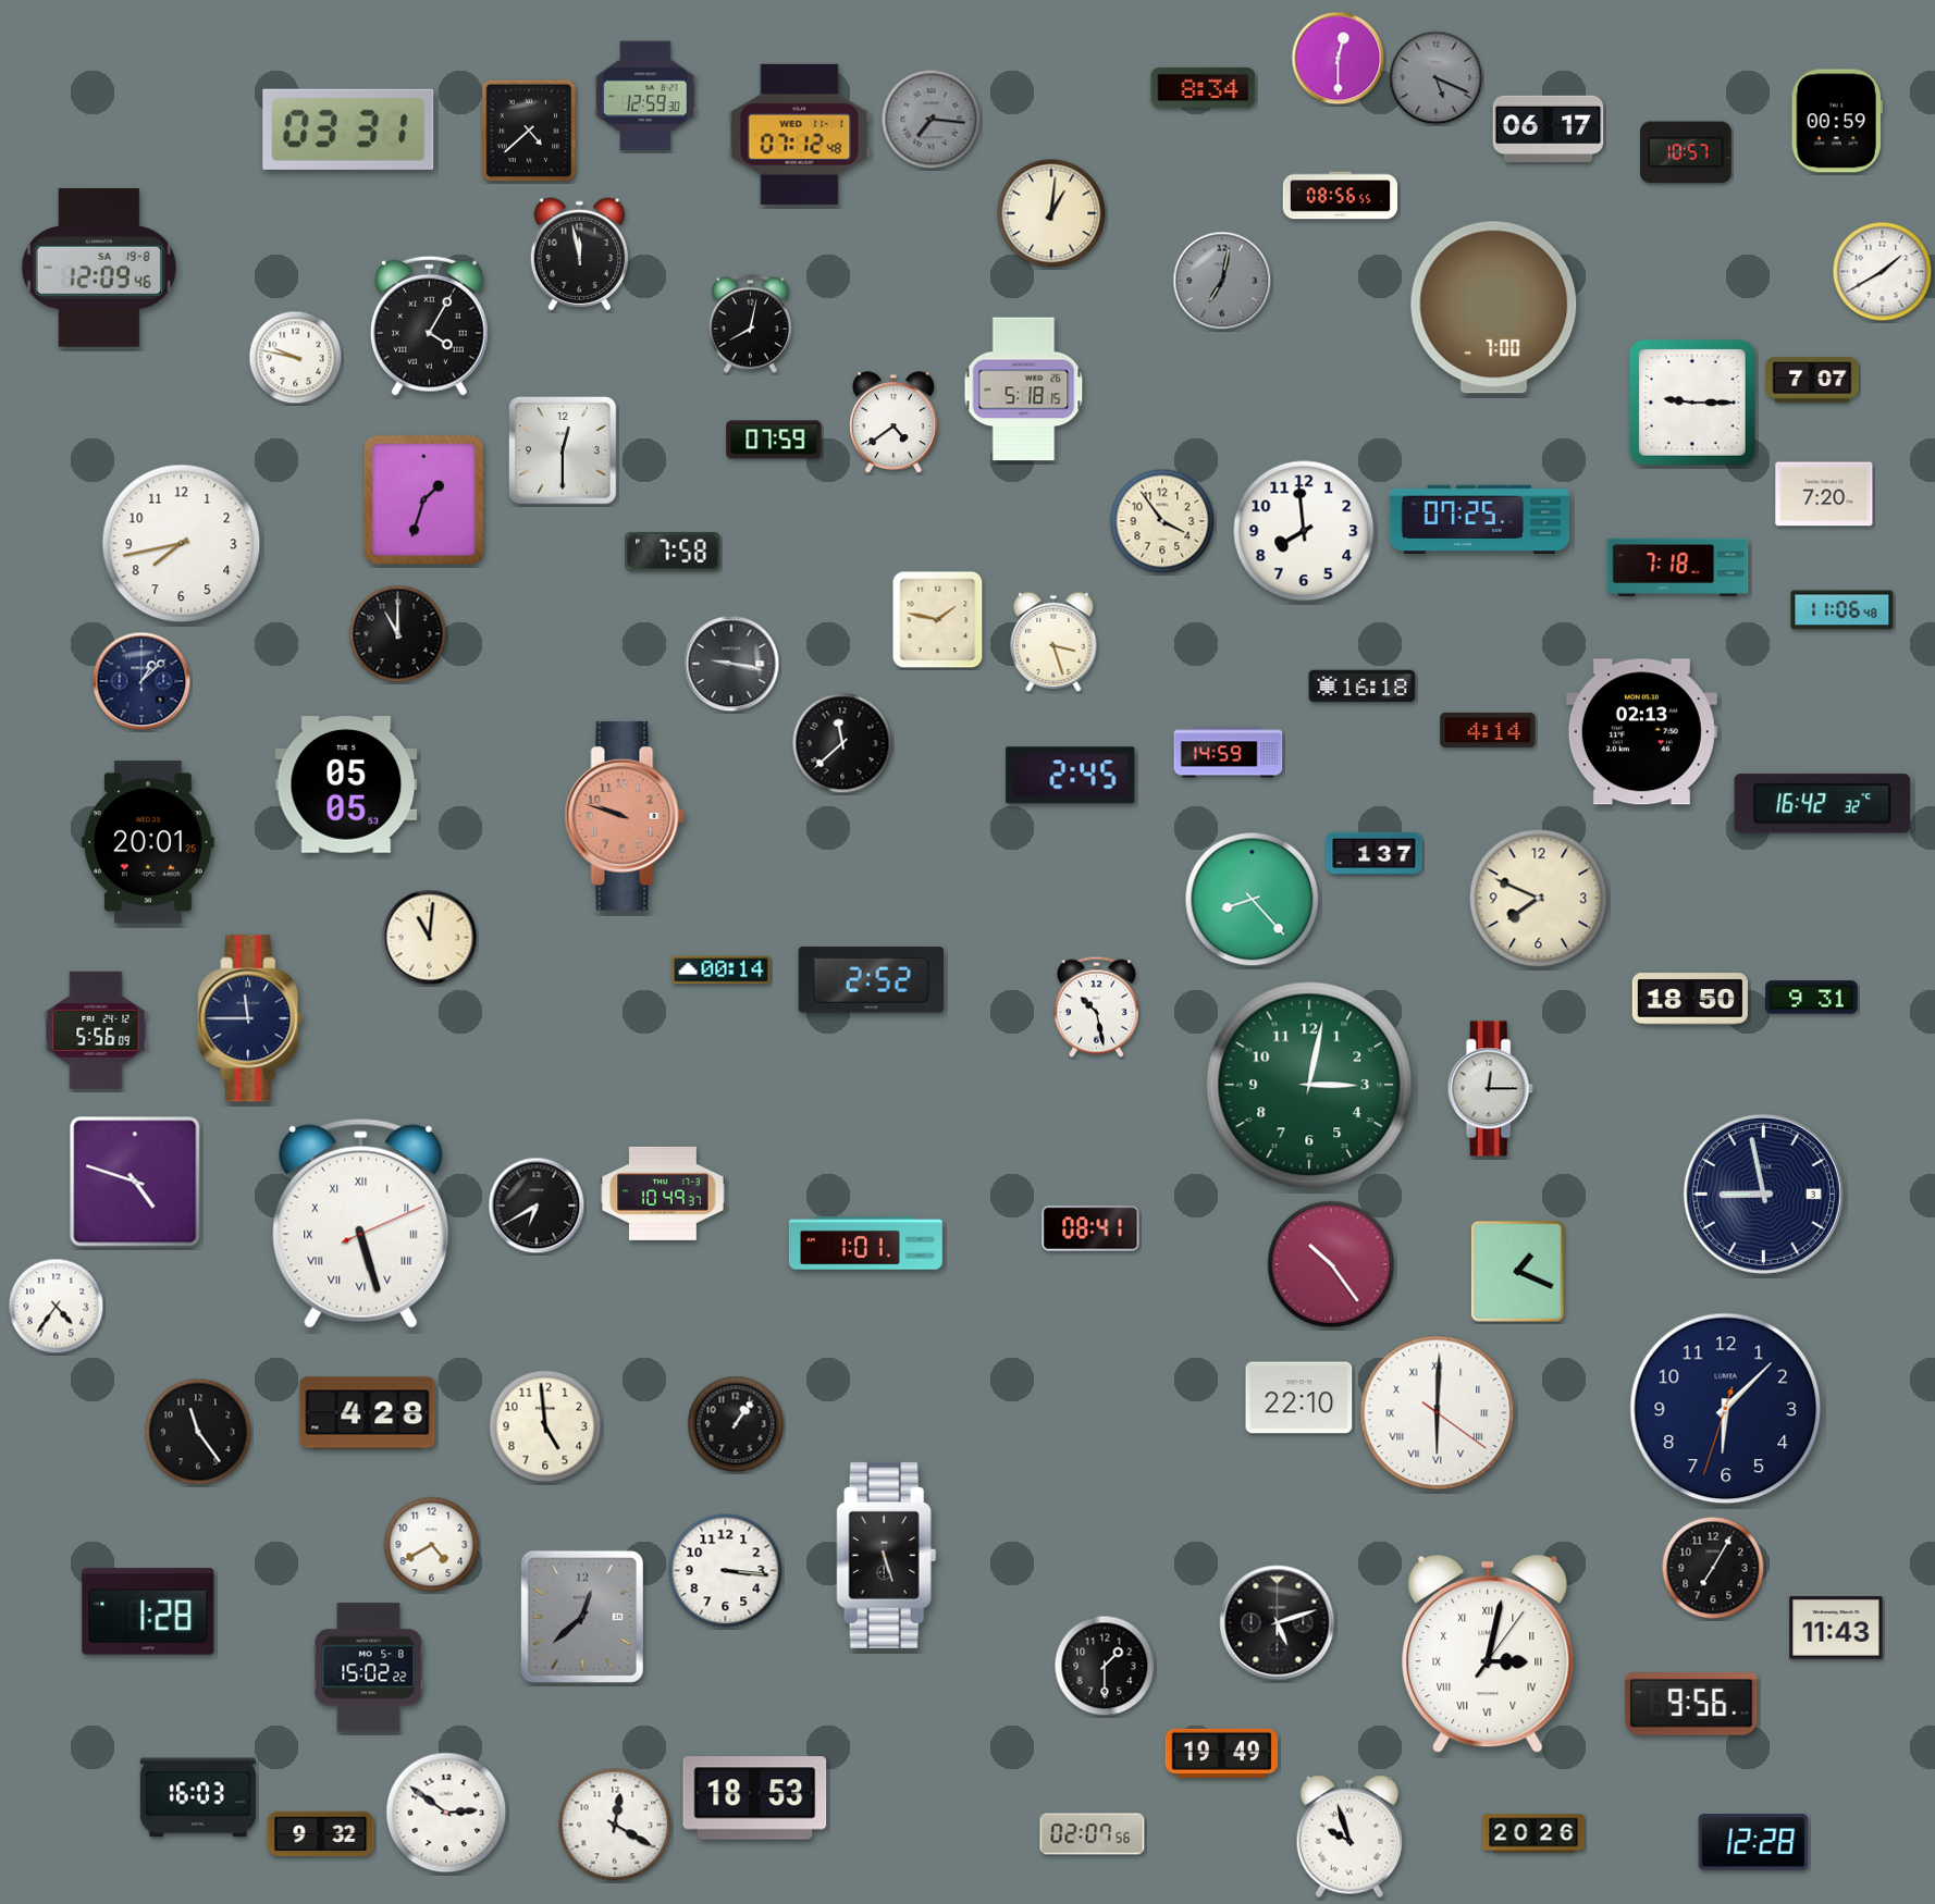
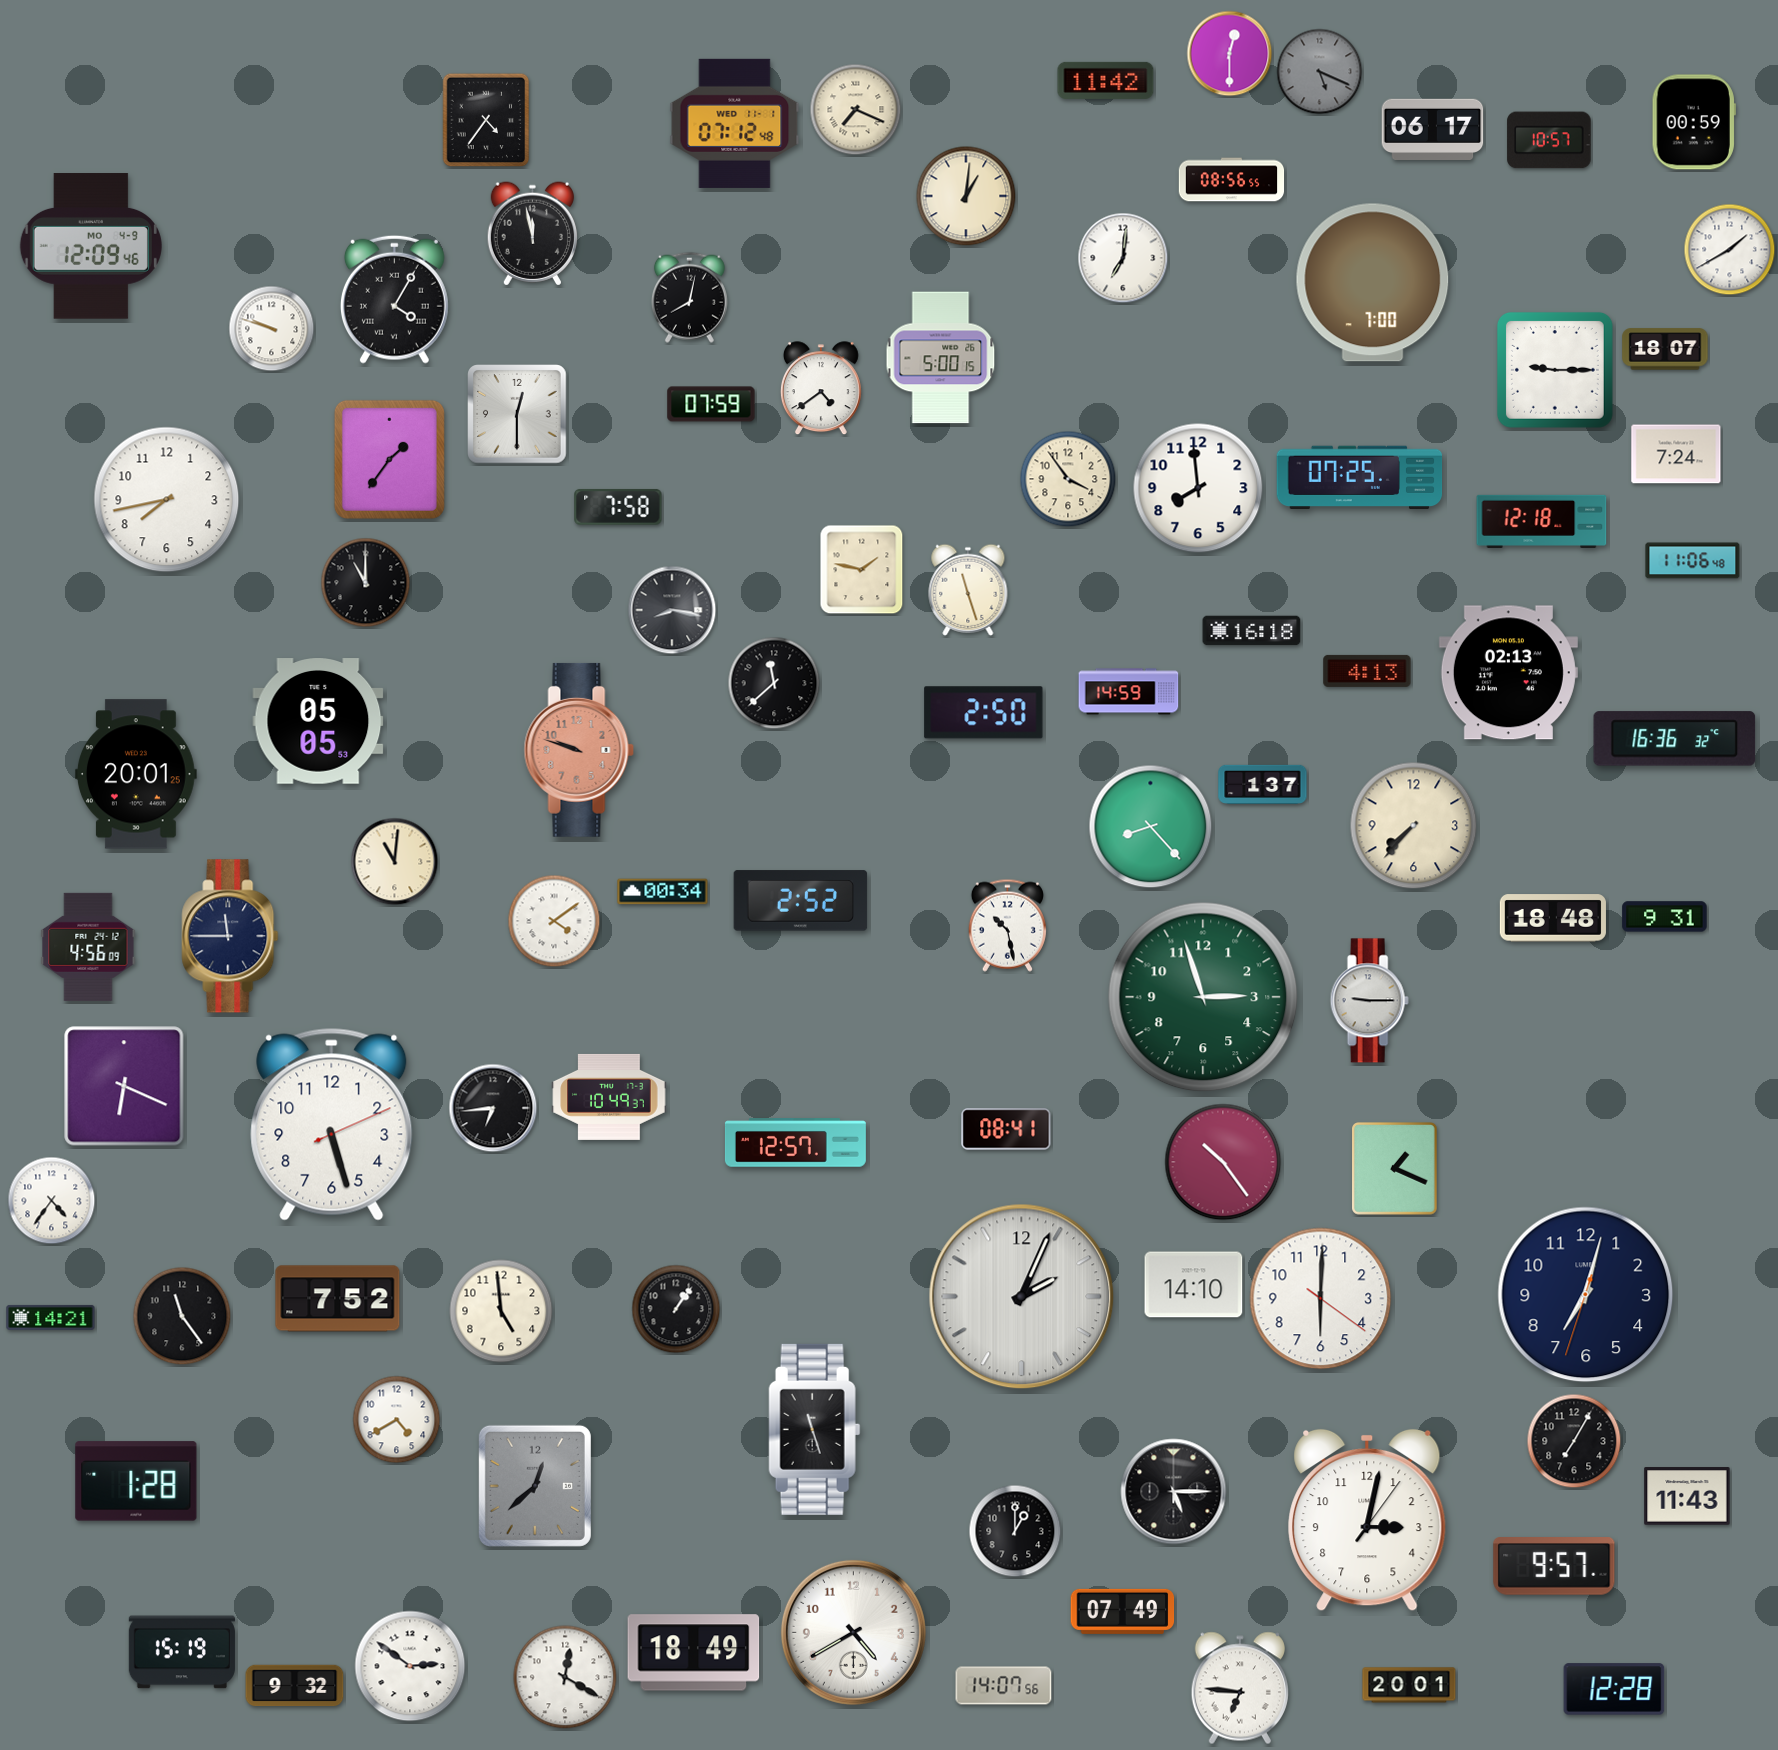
clock at (1204, 87): 8:34 -> 11:42
clock at (645, 96): 12:59 -> none
clock at (932, 120): 7:16 -> 7:19
clock at (932, 120) dial: grey -> cream
clock at (1837, 121) position: (1837, 121) -> (1694, 122)
clock at (348, 129): 03:31 -> none
clock at (1549, 129) position: (1549, 129) -> (1433, 130)
clock at (529, 131): 4:38 -> 4:36
clock at (99, 268) date: SA 19-8 -> MO 4-9
clock at (1222, 281): 7:02 -> 7:01
clock at (1222, 281) dial: grey -> white
clock at (296, 358): 9:47 -> 9:48
clock at (1812, 380): 7:07 -> 18:07
clock at (1024, 390): 5:18 -> 5:00
clock at (1824, 494): 7:20 -> 7:24
clock at (423, 499): 1:33 -> 1:36
clock at (1678, 567): 7:18 -> 12:18
clock at (1053, 642): 3:27 -> 11:27
clock at (731, 664): 9:17 -> 8:17
clock at (141, 681): 1:08 -> none
clock at (1488, 730): 4:14 -> 4:13
clock at (1071, 776): 2:45 -> 2:50
clock at (1823, 804): 16:42 -> 16:36
clock at (625, 816) position: (625, 816) -> (579, 750)
clock at (1539, 899): 7:49 -> 7:37
clock at (722, 970): 00:14 -> 00:34
clock at (1690, 999): 18:50 -> 18:48
clock at (554, 921): none -> 4:09
clock at (96, 1030): 5:56 -> 4:56
clock at (1309, 1085): 3:02 -> 2:57
clock at (1490, 1089): 12:15 -> 9:15
clock at (135, 1182): 4:48 -> 6:19
clock at (1763, 1194): 8:58 -> none
clock at (537, 1206): 6:40 -> 6:44
clock at (361, 1223) numerals: Roman -> Arabic
clock at (1090, 1228) position: (1090, 1228) -> (1006, 1129)
clock at (865, 1244): 1:01 -> 12:57
clock at (1299, 1398): 22:10 -> 14:10
clock at (1726, 1409): 6:07 -> 7:02
clock at (1022, 1297): none -> 2:04
clock at (368, 1413): 4:28 -> 7:52
clock at (1438, 1413) numerals: Roman -> Arabic
clock at (51, 1317): none -> 14:21
clock at (887, 1555): 5:27 -> 11:27
clock at (726, 1571): 3:16 -> none
clock at (1278, 1623): 5:12 -> 5:15
clock at (1488, 1654) numerals: Roman -> Arabic
clock at (1105, 1666): 1:30 -> 1:00
clock at (369, 1668): 15:02 -> none
clock at (1691, 1704): 9:56 -> 9:57
clock at (1222, 1753): 19:49 -> 07:49
clock at (853, 1632): none -> 4:40
clock at (198, 1797): 16:03 -> 15:19
clock at (755, 1798): 18:53 -> 18:49
clock at (1533, 1833): 20:26 -> 20:01
clock at (1093, 1834): 02:07 -> 14:07
clock at (1348, 1837): 9:57 -> 6:46
clock at (1753, 1842) position: (1753, 1842) -> (1614, 1689)
